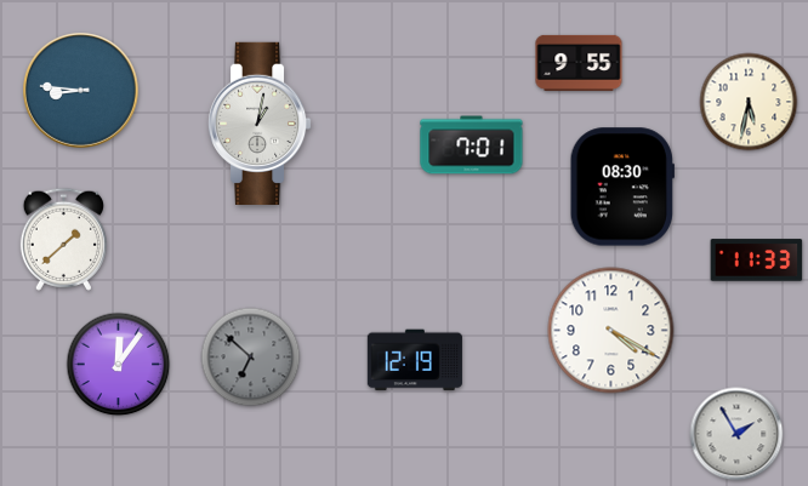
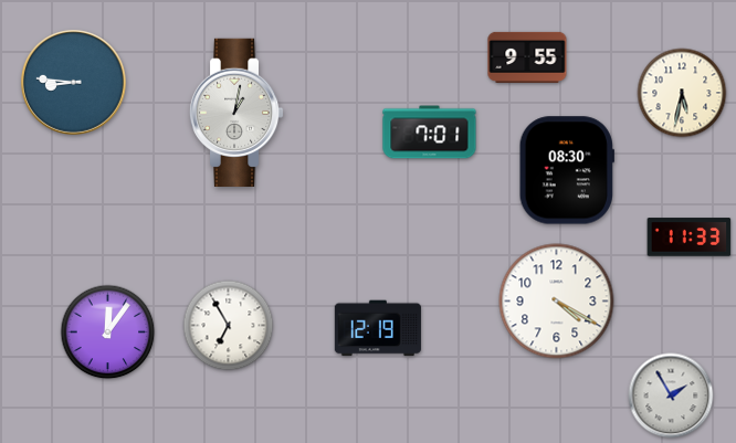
clock at (63, 239): 1:38 -> none
clock at (251, 358): 6:52 -> 6:55
clock at (251, 358) dial: grey -> white
